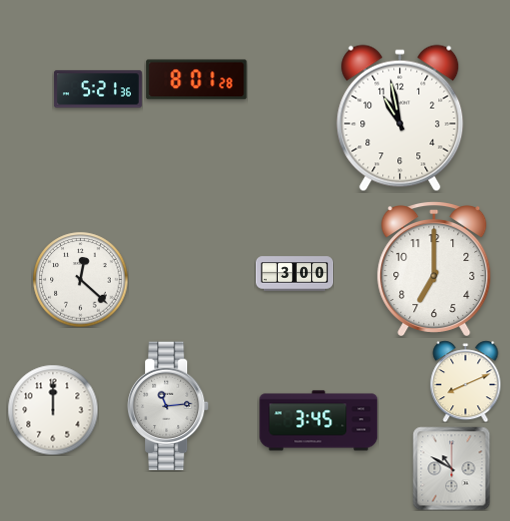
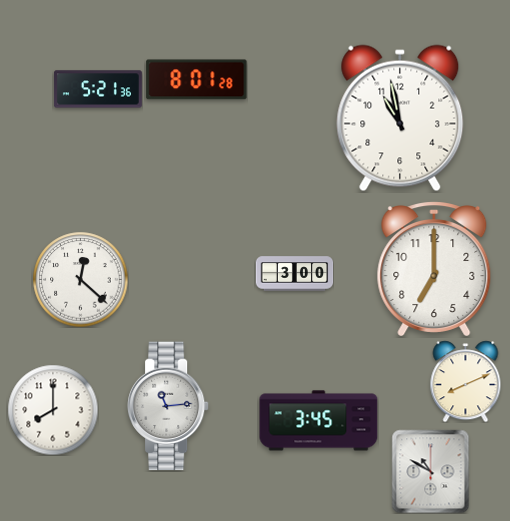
clock at (53, 410): 12:00 -> 8:00
clock at (452, 468) position: (452, 468) -> (431, 471)
